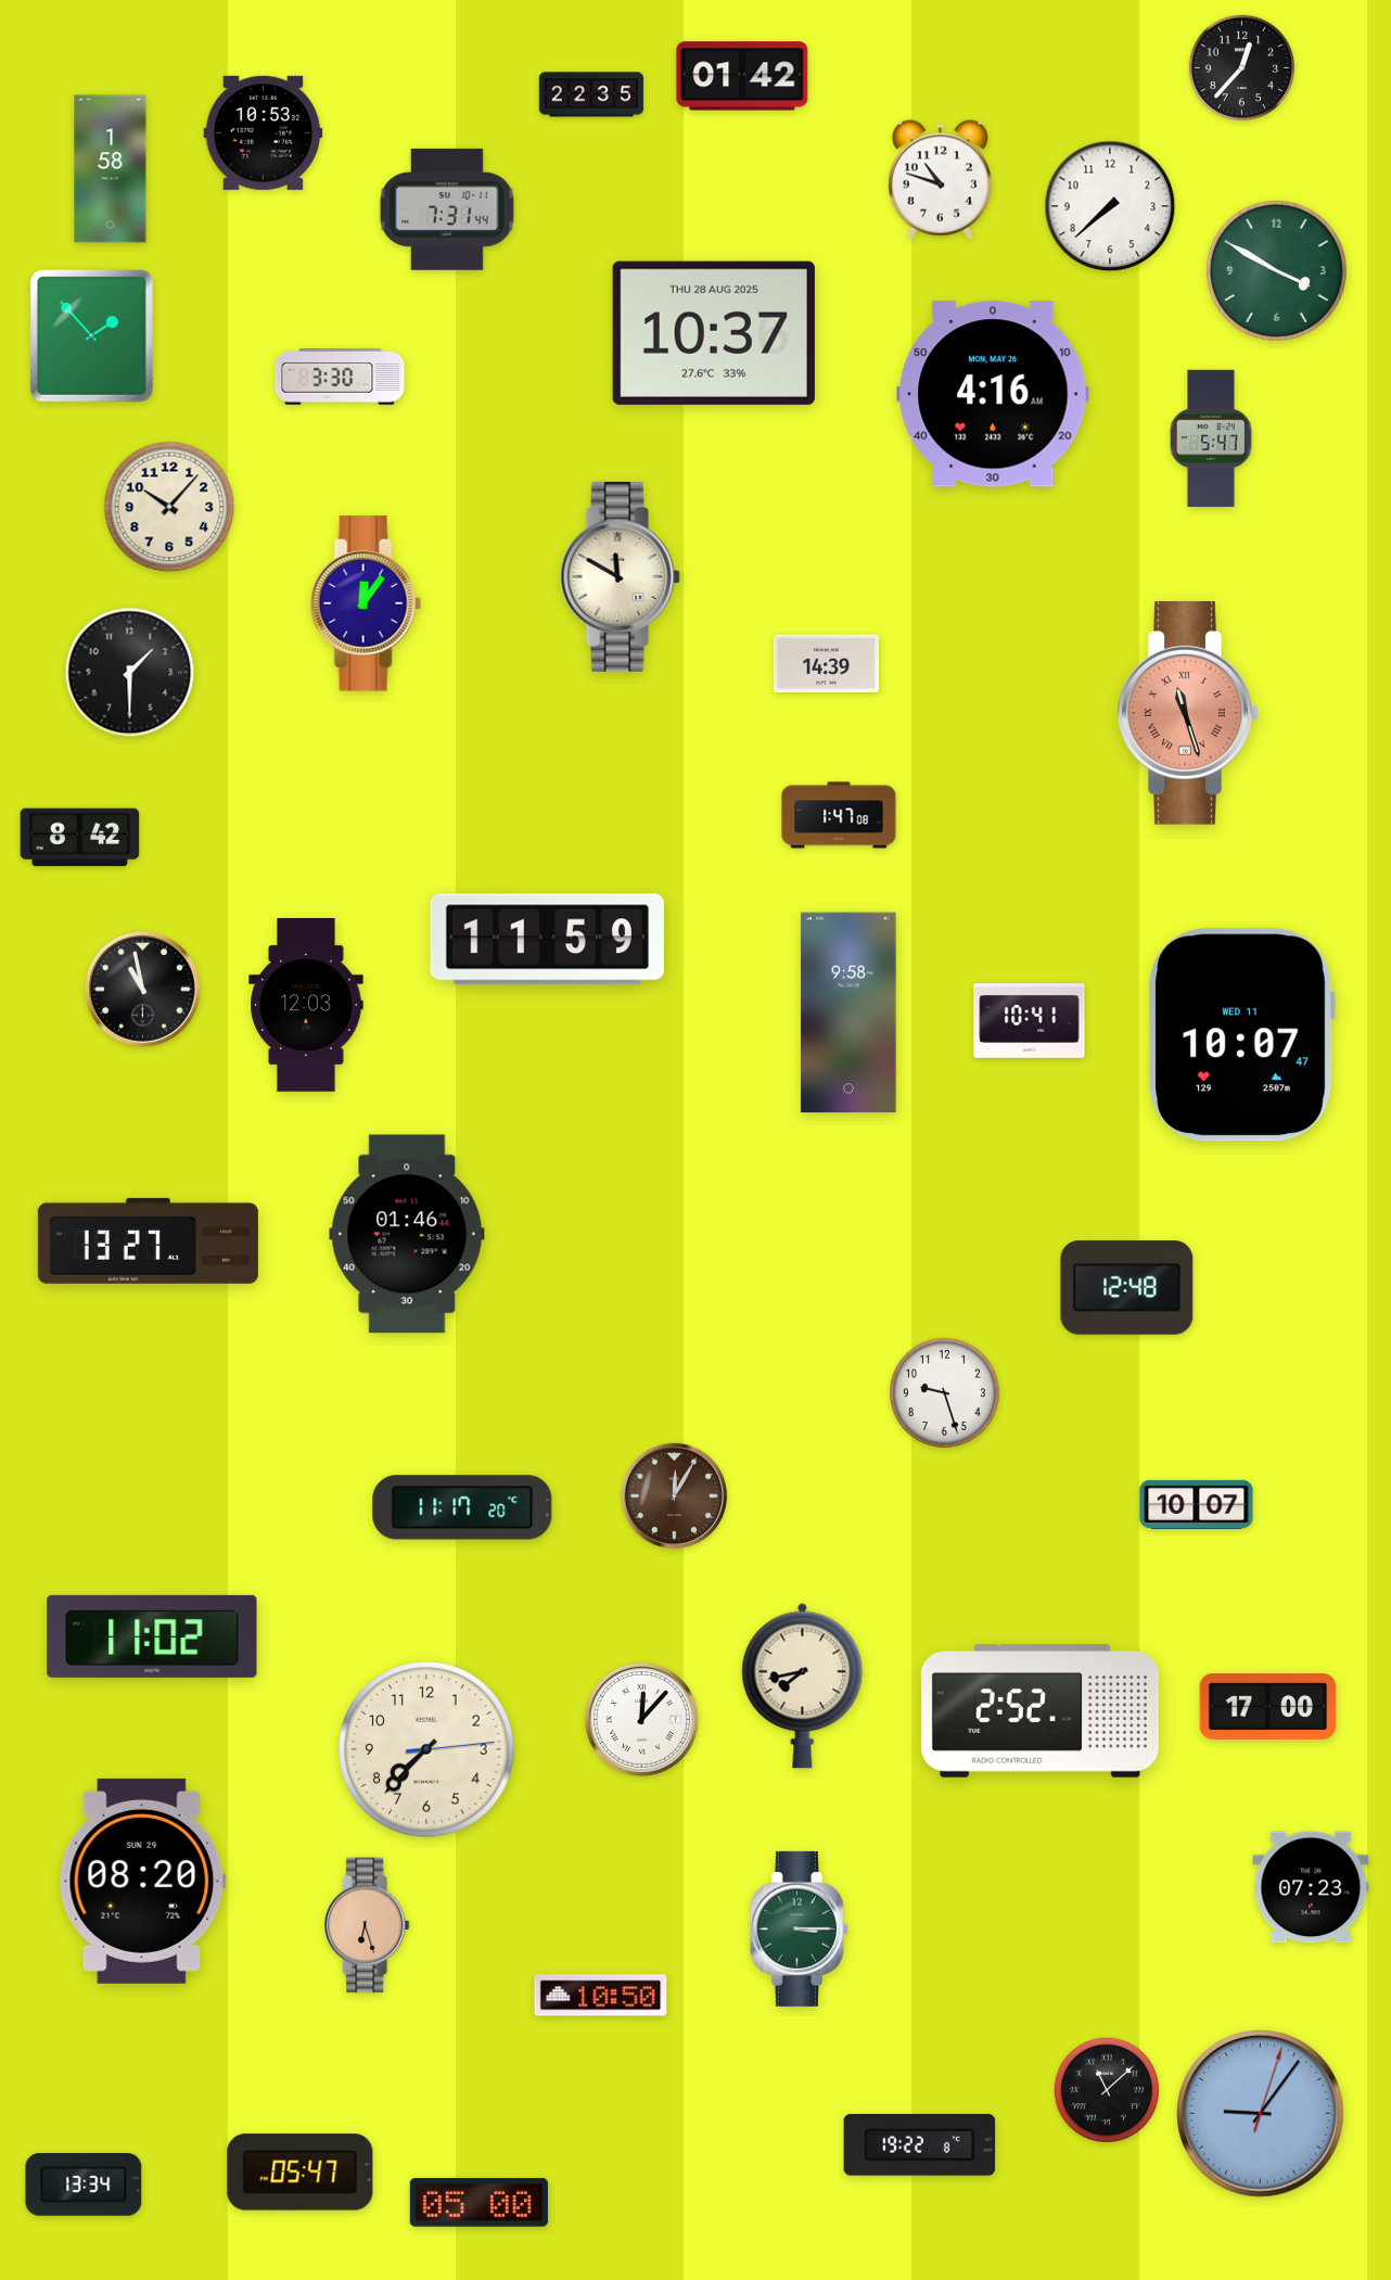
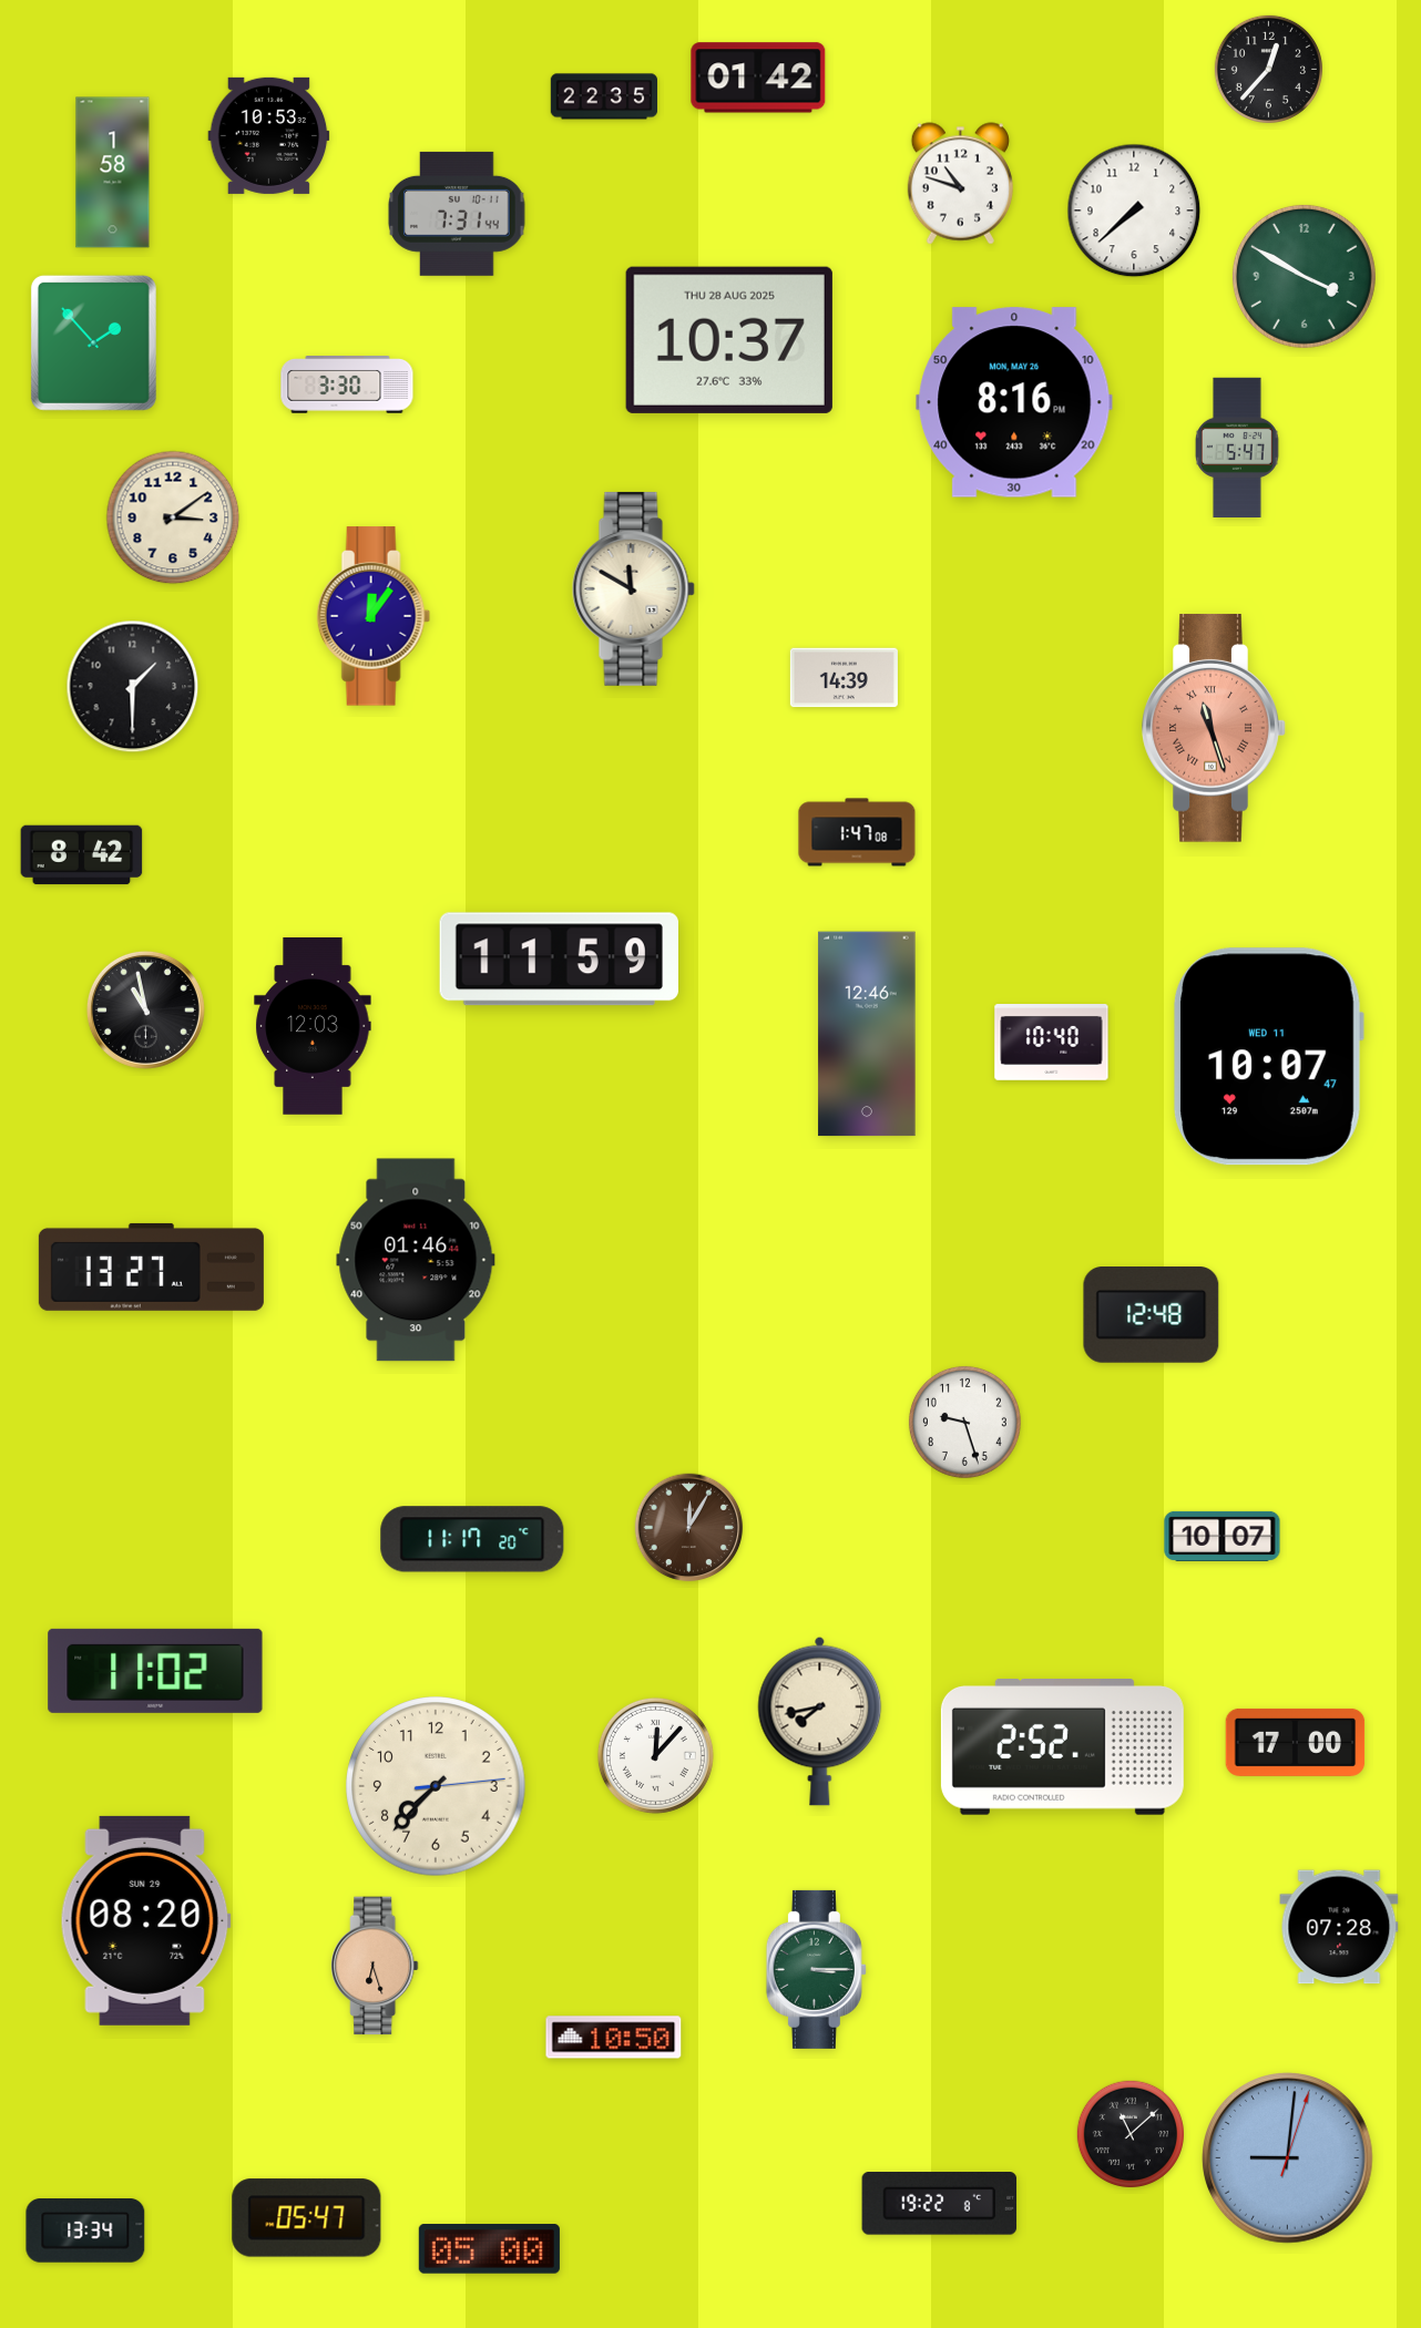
clock at (993, 394): 4:16 -> 8:16
clock at (169, 507): 10:07 -> 3:09
clock at (848, 1012): 9:58 -> 12:46
clock at (1030, 1021): 10:41 -> 10:40
clock at (1311, 1887): 07:23 -> 07:28
clock at (1261, 2114): 9:06 -> 9:01
clock at (920, 2145) position: (920, 2145) -> (940, 2204)
